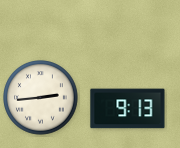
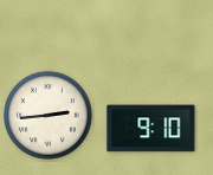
clock at (128, 109): 9:13 -> 9:10
